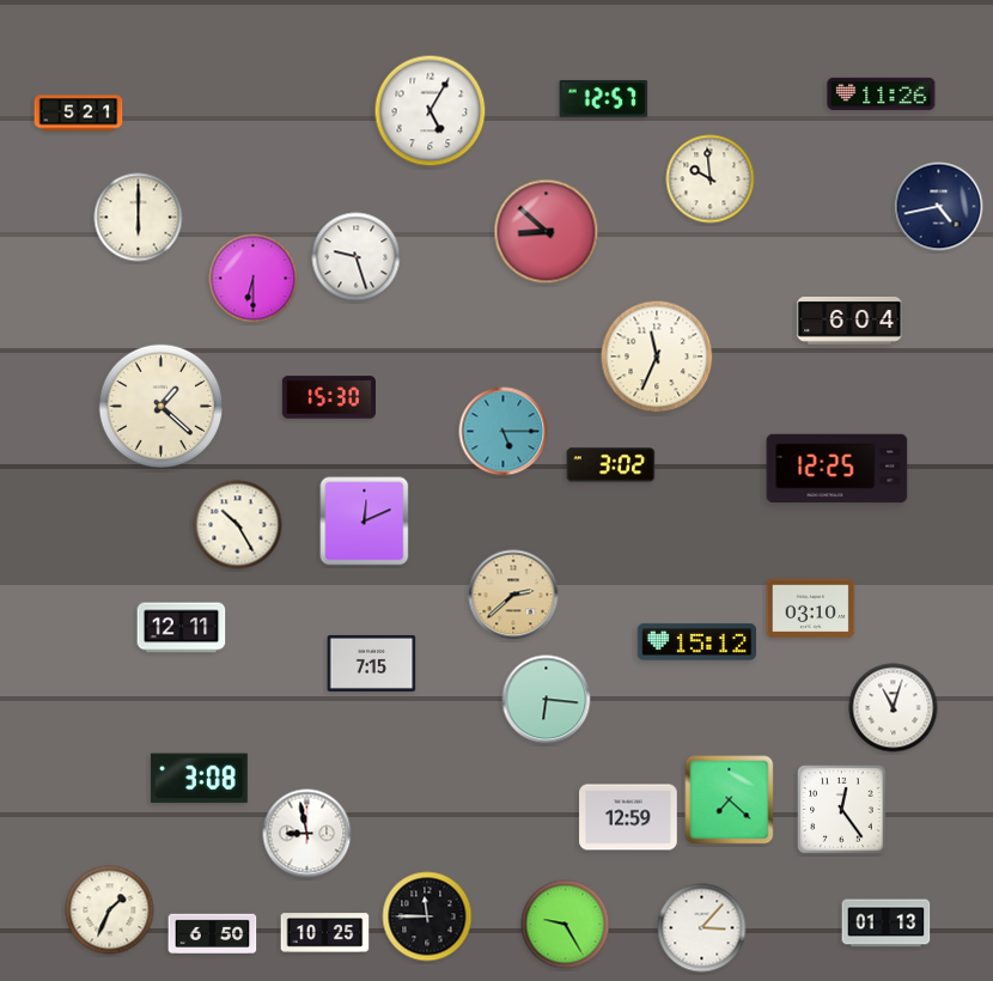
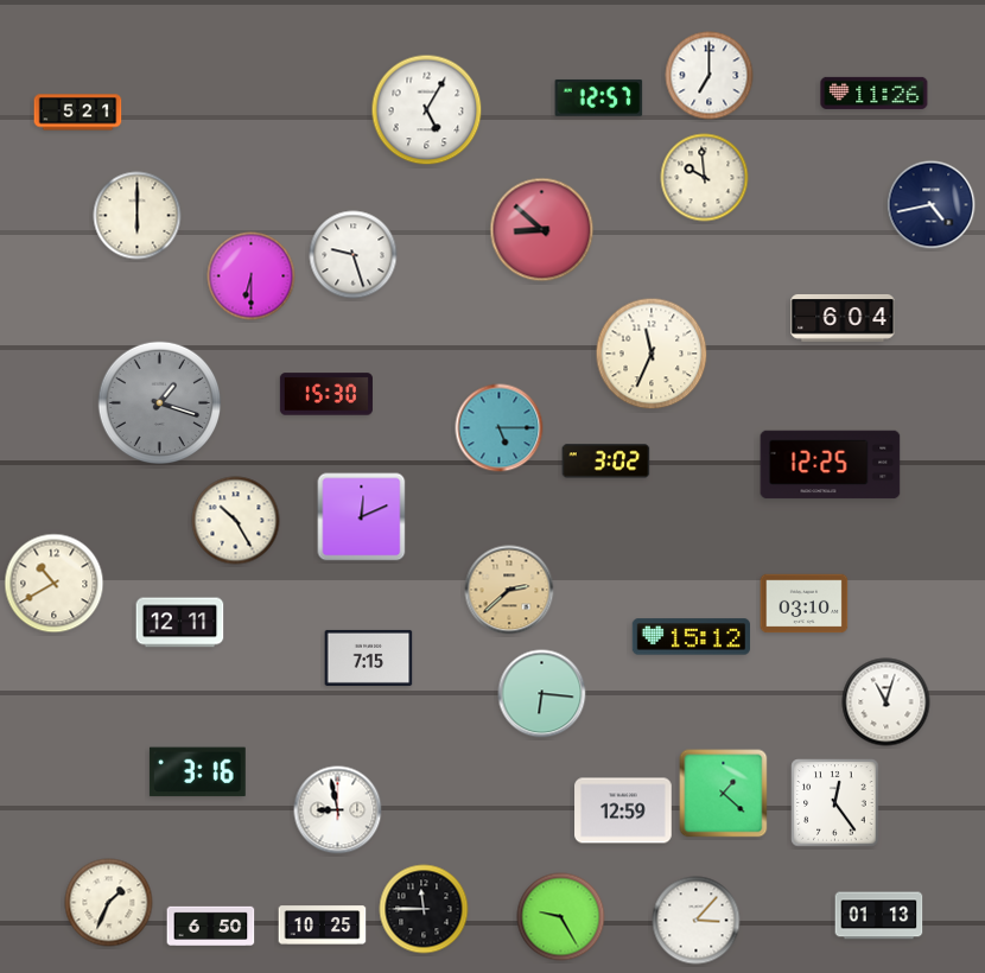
clock at (710, 76): none -> 7:00
clock at (162, 407): 1:22 -> 1:18
clock at (162, 407) dial: cream -> grey
clock at (55, 584): none -> 10:40
clock at (199, 779): 3:08 -> 3:16
clock at (730, 800): 7:22 -> 1:22
clock at (307, 834) position: (307, 834) -> (338, 810)
